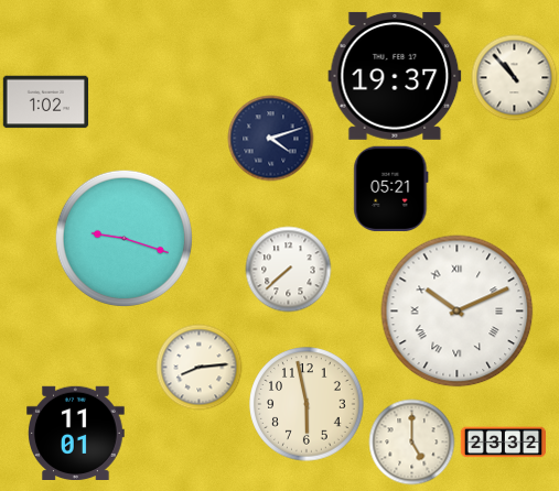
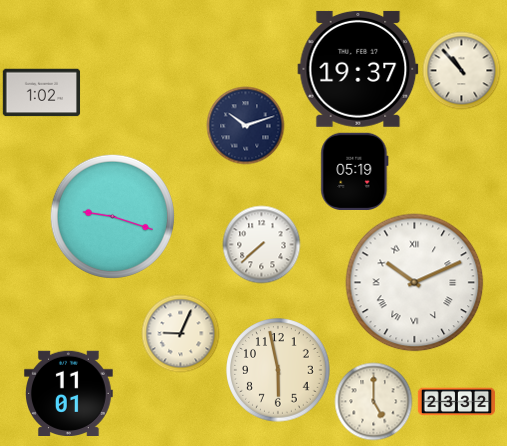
clock at (514, 77) position: (514, 77) -> (461, 70)
clock at (270, 138): 4:12 -> 10:12
clock at (391, 188): 05:21 -> 05:19
clock at (198, 367): 8:14 -> 9:04
clock at (307, 404) position: (307, 404) -> (278, 370)
